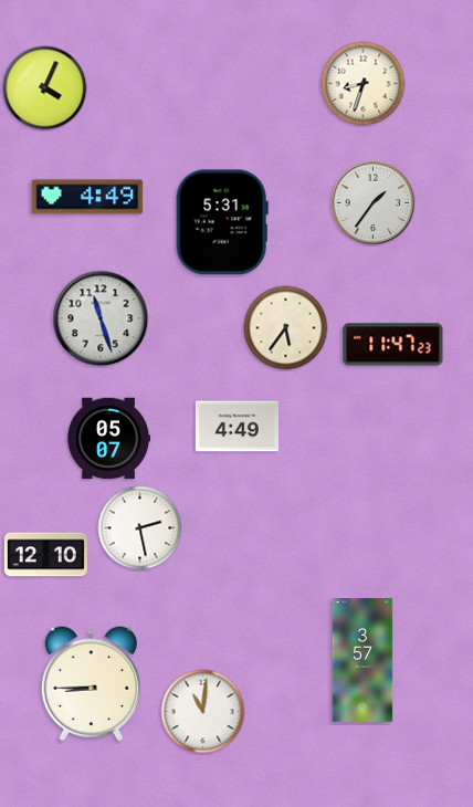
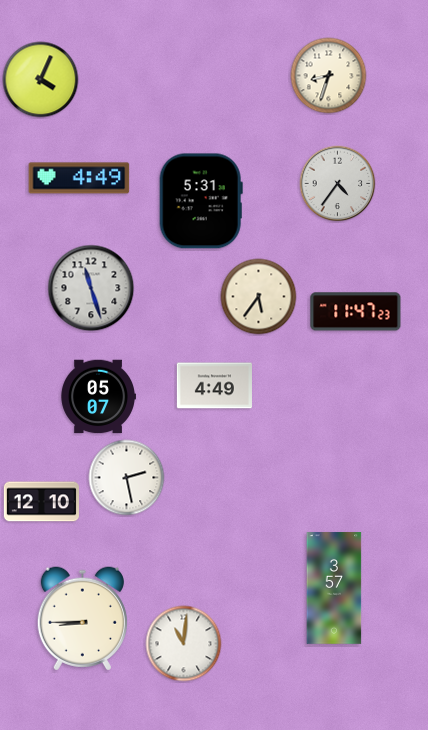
clock at (374, 203): 1:36 -> 4:36
clock at (362, 660) position: (362, 660) -> (334, 588)
